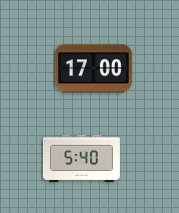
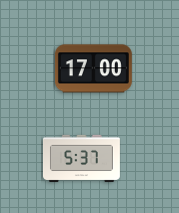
clock at (82, 159): 5:40 -> 5:37
